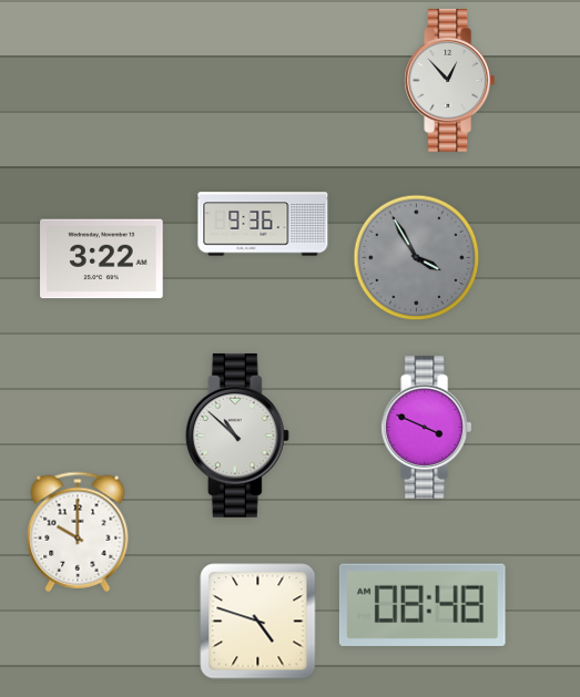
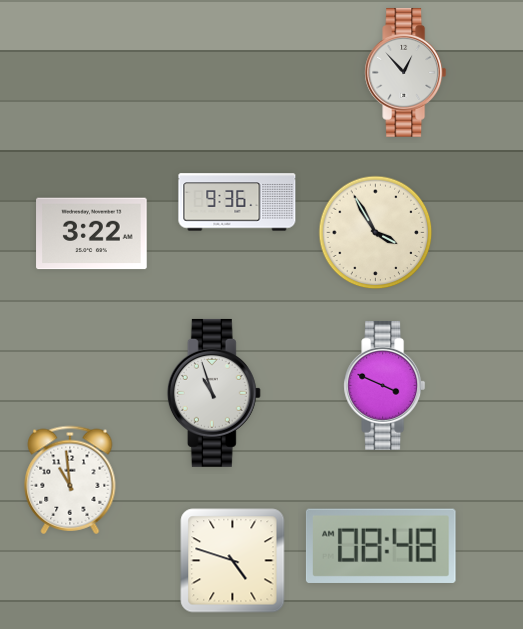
clock at (417, 258) dial: grey -> cream
clock at (237, 435): 10:52 -> 10:57
clock at (78, 532): 10:00 -> 10:59
